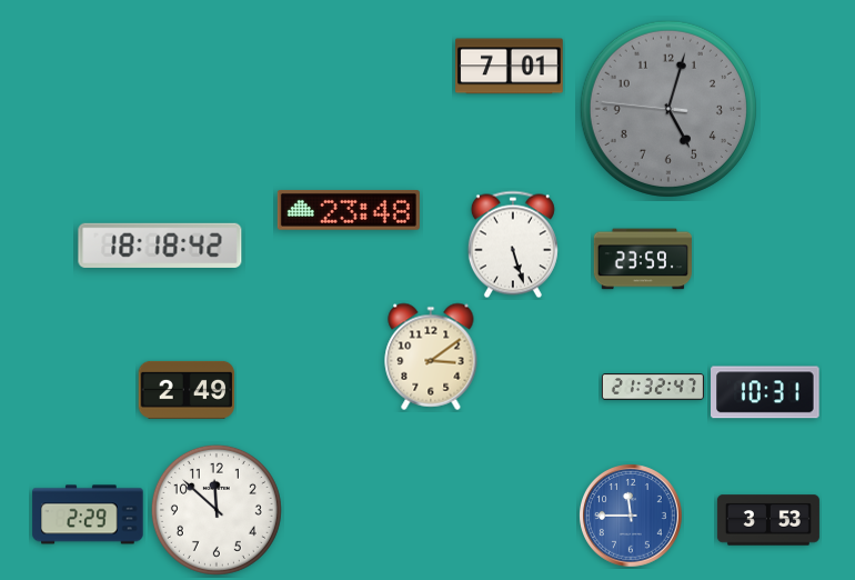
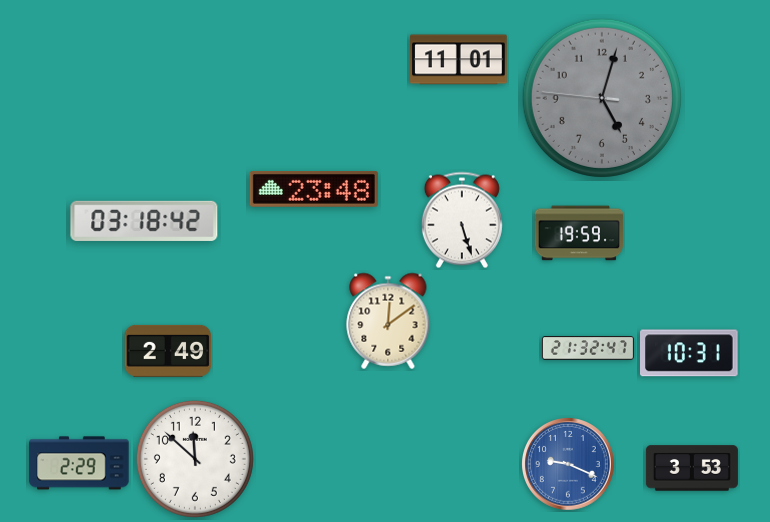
clock at (510, 67): 7:01 -> 11:01
clock at (160, 246): 18:18 -> 03:18
clock at (642, 259): 23:59 -> 19:59
clock at (431, 357): 3:09 -> 12:09
clock at (632, 517): 11:45 -> 9:19
